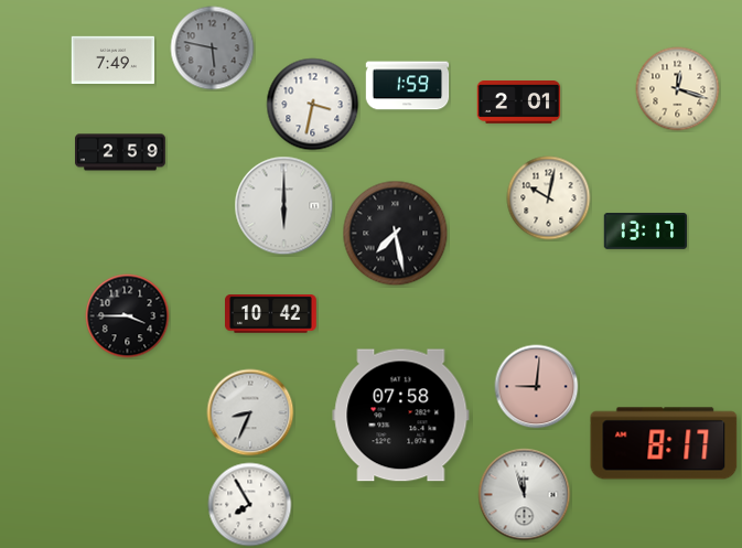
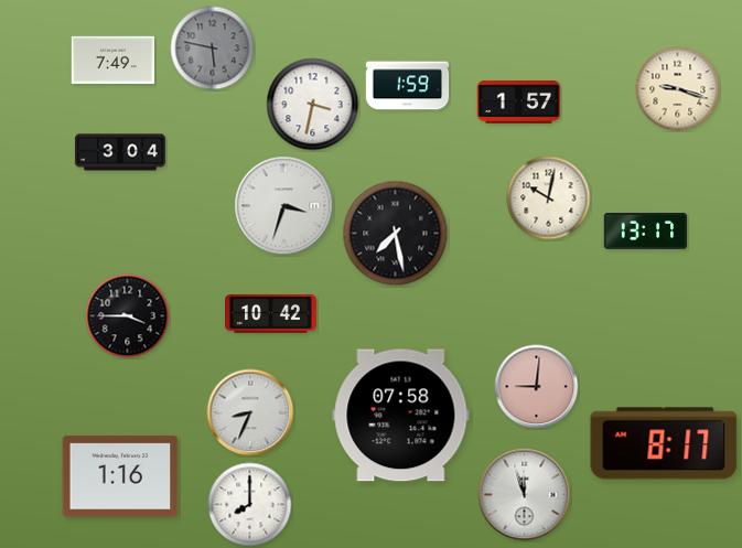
clock at (678, 89): 12:18 -> 9:18
clock at (519, 103): 2:01 -> 1:57
clock at (121, 152): 2:59 -> 3:04
clock at (284, 206): 6:00 -> 3:33
clock at (120, 476): none -> 1:16
clock at (250, 505): 7:55 -> 8:00
